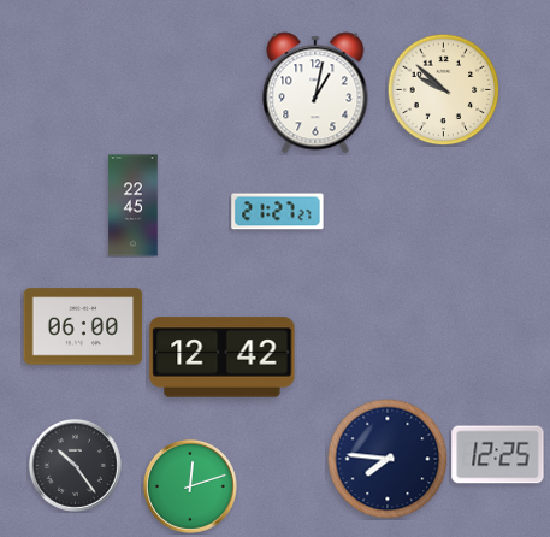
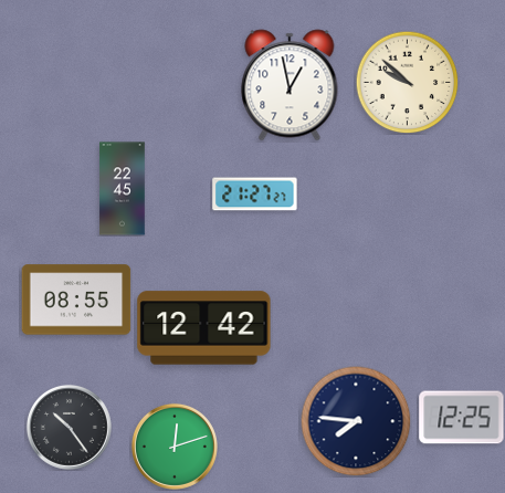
clock at (315, 93): 1:02 -> 12:58
clock at (83, 326): 06:00 -> 08:55
clock at (498, 455) position: (498, 455) -> (462, 418)
